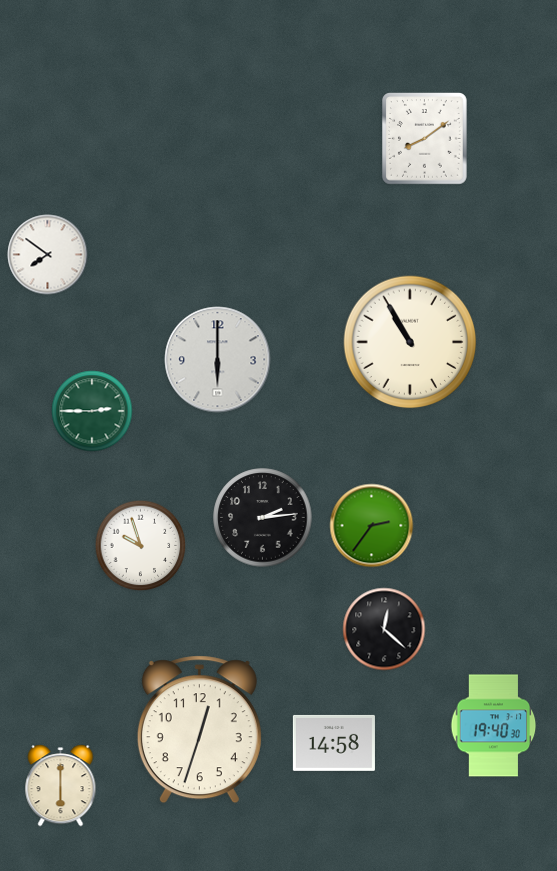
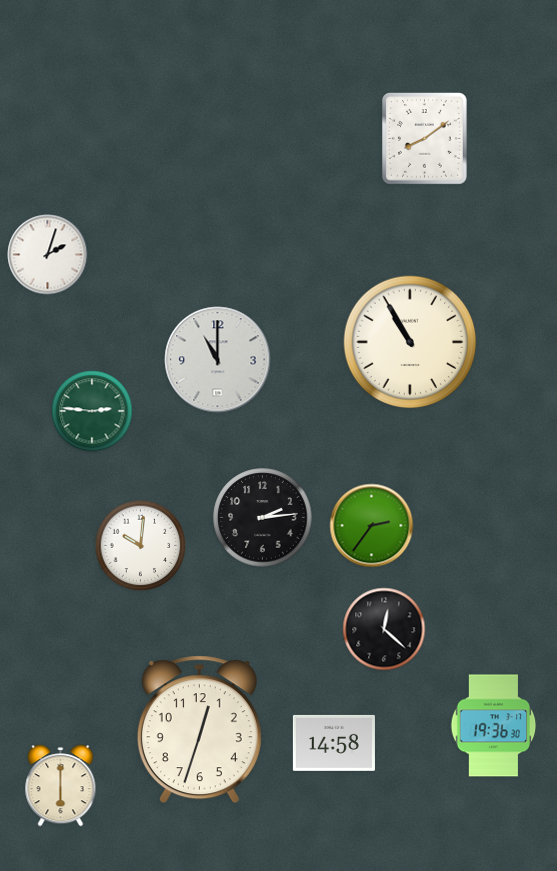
clock at (48, 255): 7:51 -> 2:03
clock at (218, 360): 6:00 -> 11:00
clock at (92, 411): 2:45 -> 2:46
clock at (141, 546): 9:57 -> 10:01
clock at (494, 726): 19:40 -> 19:36
